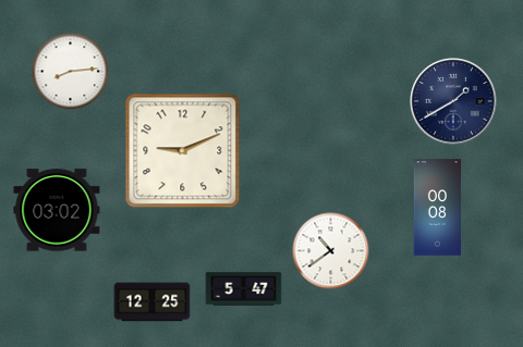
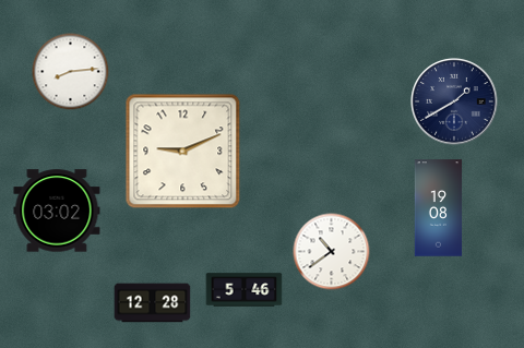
clock at (438, 208): 00:08 -> 19:08
clock at (244, 289): 5:47 -> 5:46
clock at (153, 302): 12:25 -> 12:28
